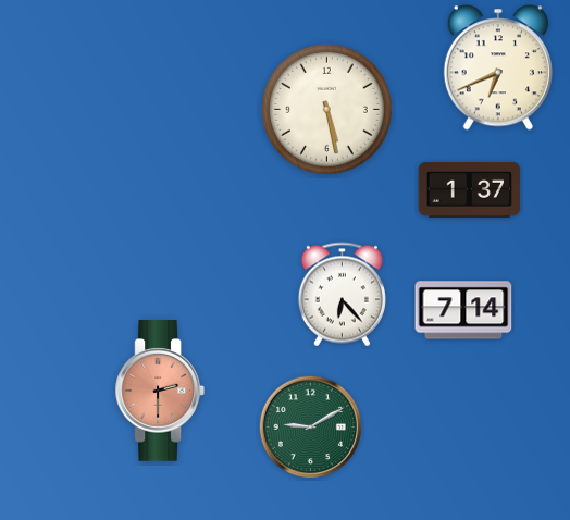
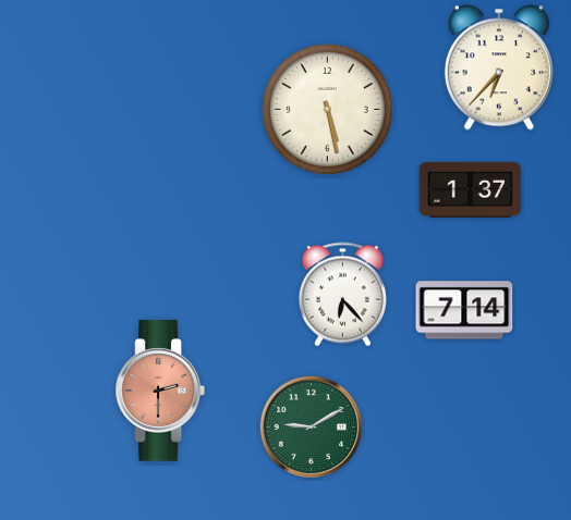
clock at (498, 67): 6:41 -> 6:37
